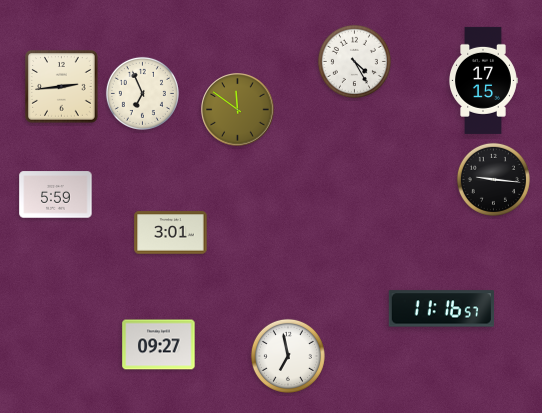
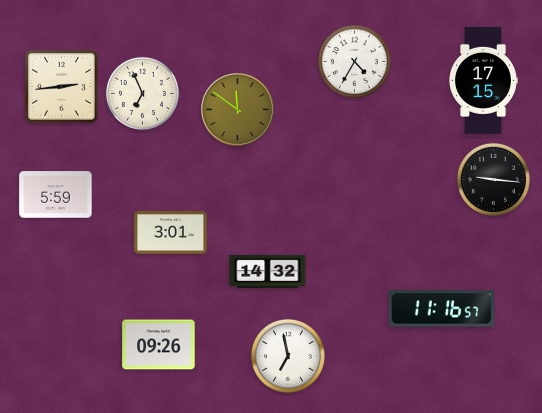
clock at (354, 61): 4:25 -> 4:35
clock at (268, 271): none -> 14:32
clock at (159, 345): 09:27 -> 09:26
